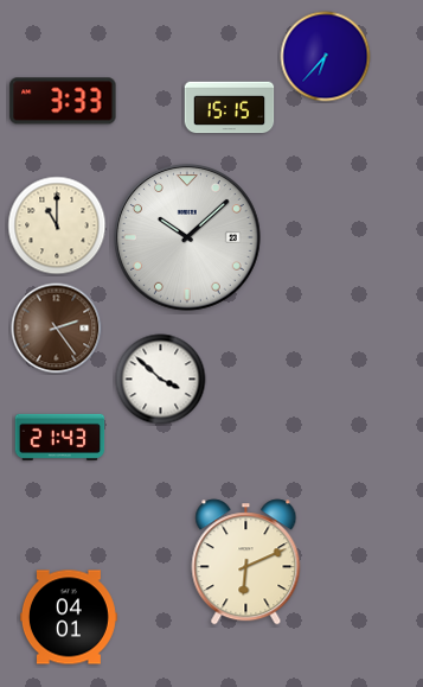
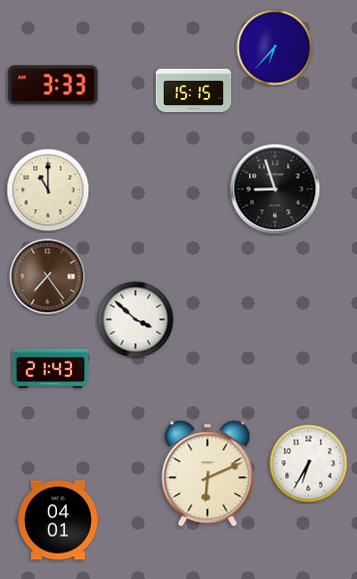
clock at (275, 189): none -> 8:57
clock at (187, 237): 10:08 -> none
clock at (57, 329): 2:24 -> 7:24
clock at (309, 464): none -> 6:35
